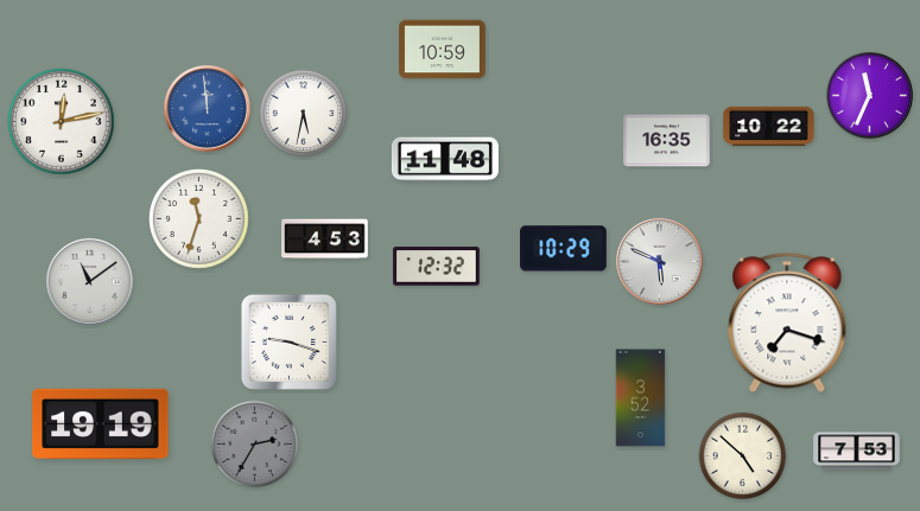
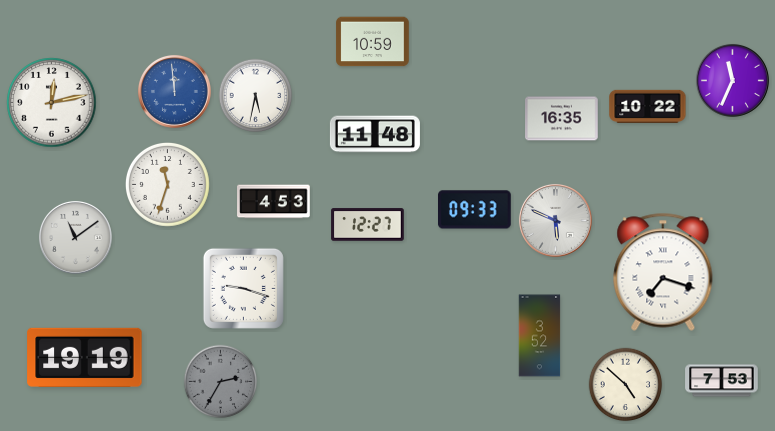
clock at (564, 249): 10:29 -> 09:33
clock at (437, 267): 12:32 -> 12:27
clock at (255, 445) position: (255, 445) -> (221, 382)
